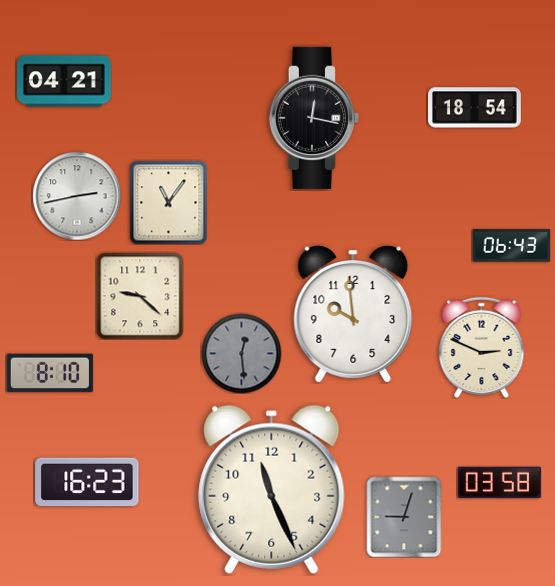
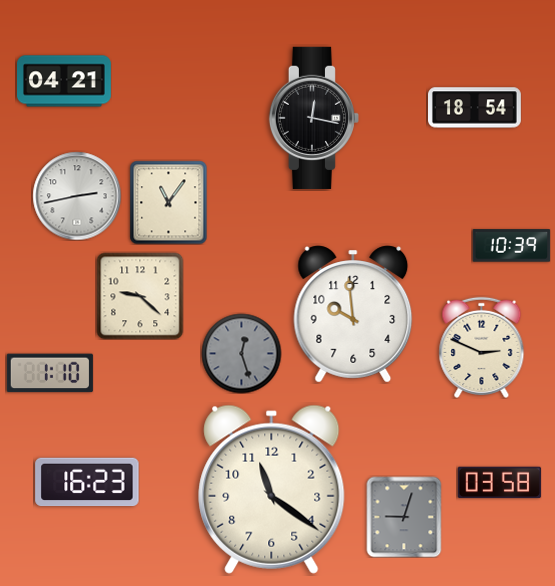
clock at (511, 246): 06:43 -> 10:39
clock at (241, 353): 12:29 -> 12:27
clock at (50, 373): 8:10 -> 1:10
clock at (272, 489): 11:26 -> 11:21
